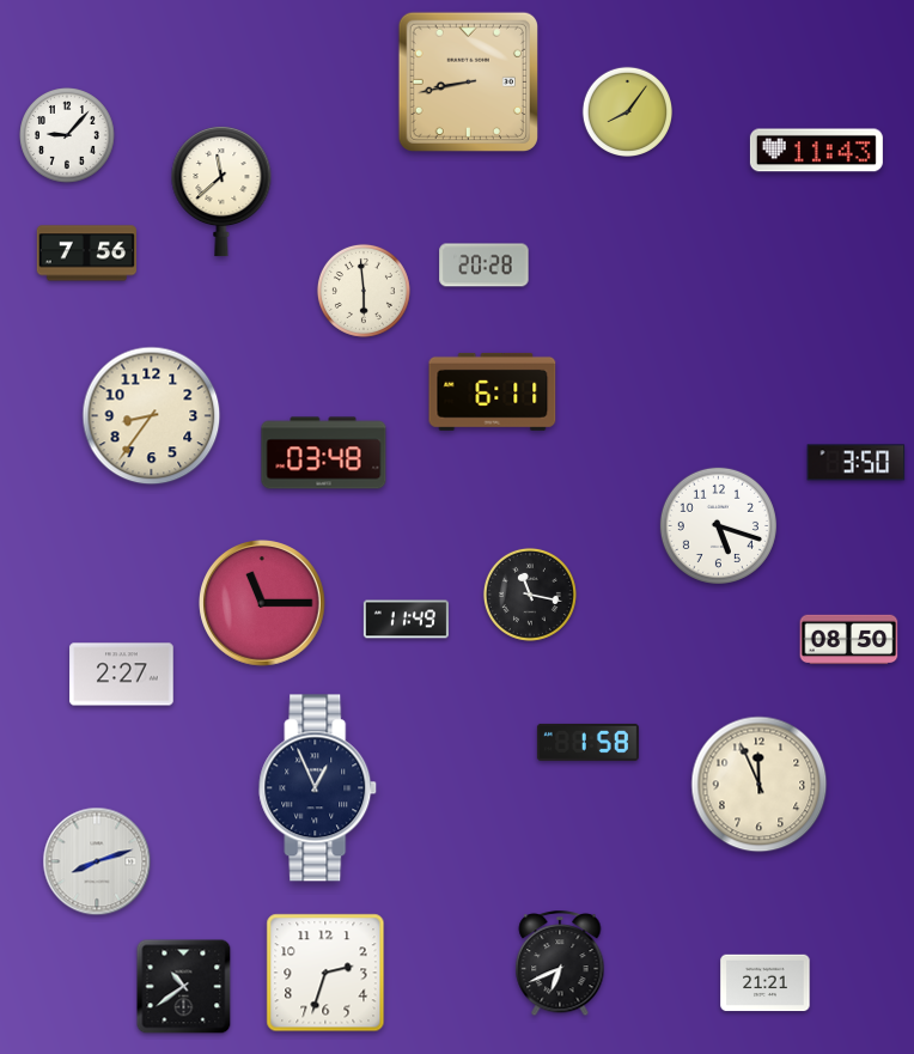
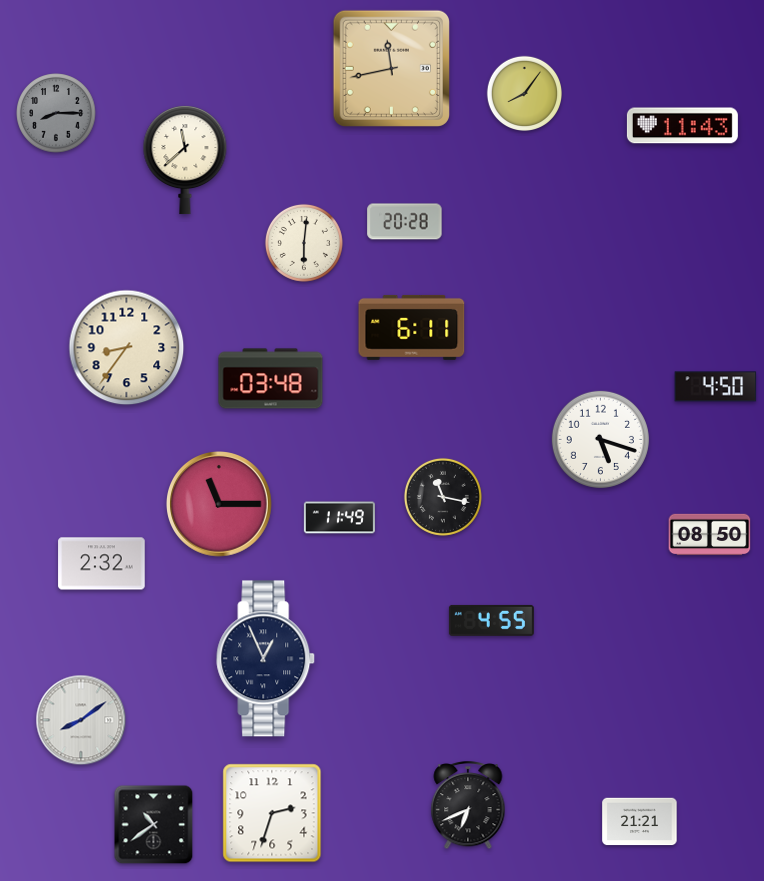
clock at (468, 81): 8:43 -> 11:43
clock at (67, 135): 9:07 -> 8:15
clock at (67, 135) dial: white -> grey
clock at (86, 254): 7:56 -> none
clock at (364, 291): 5:59 -> 6:01
clock at (857, 463): 3:50 -> 4:50
clock at (122, 675): 2:27 -> 2:32
clock at (587, 742): 1:58 -> 4:55
clock at (760, 785): 11:56 -> none
clock at (97, 861): 8:12 -> 8:09
